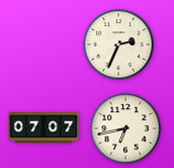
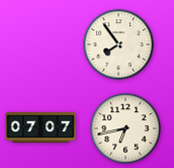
clock at (119, 45): 2:34 -> 7:54
clock at (44, 128) position: (44, 128) -> (41, 128)
